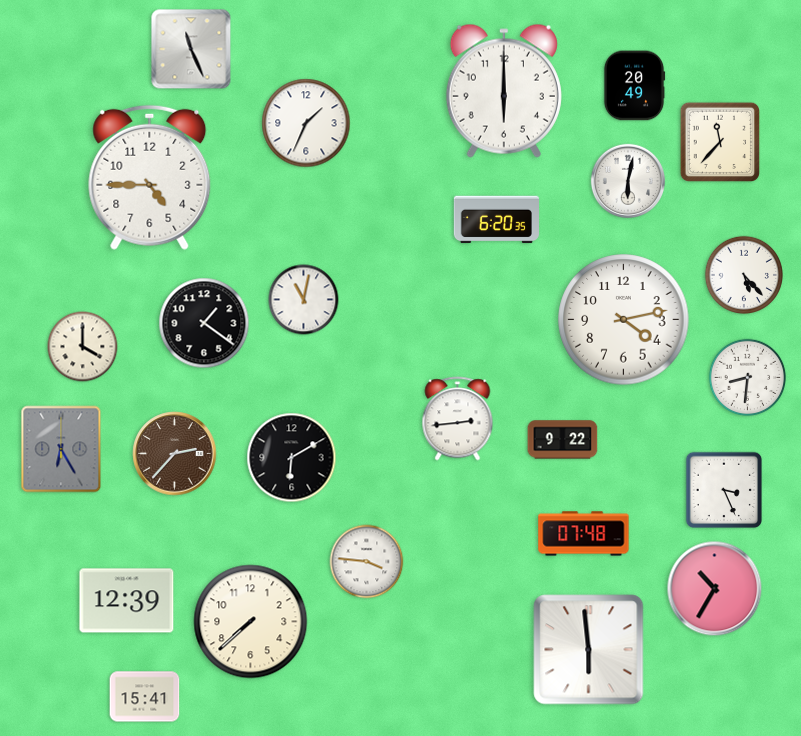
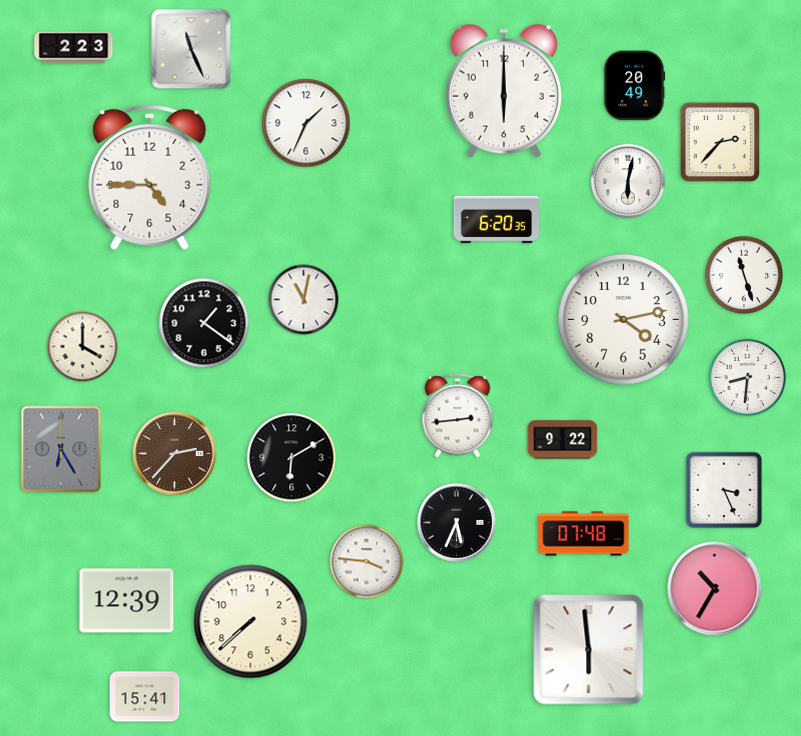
clock at (74, 48): none -> 2:23
clock at (720, 142): 11:37 -> 2:37
clock at (743, 274): 5:23 -> 11:27
clock at (458, 419) position: (458, 419) -> (458, 416)
clock at (456, 522): none -> 5:34
